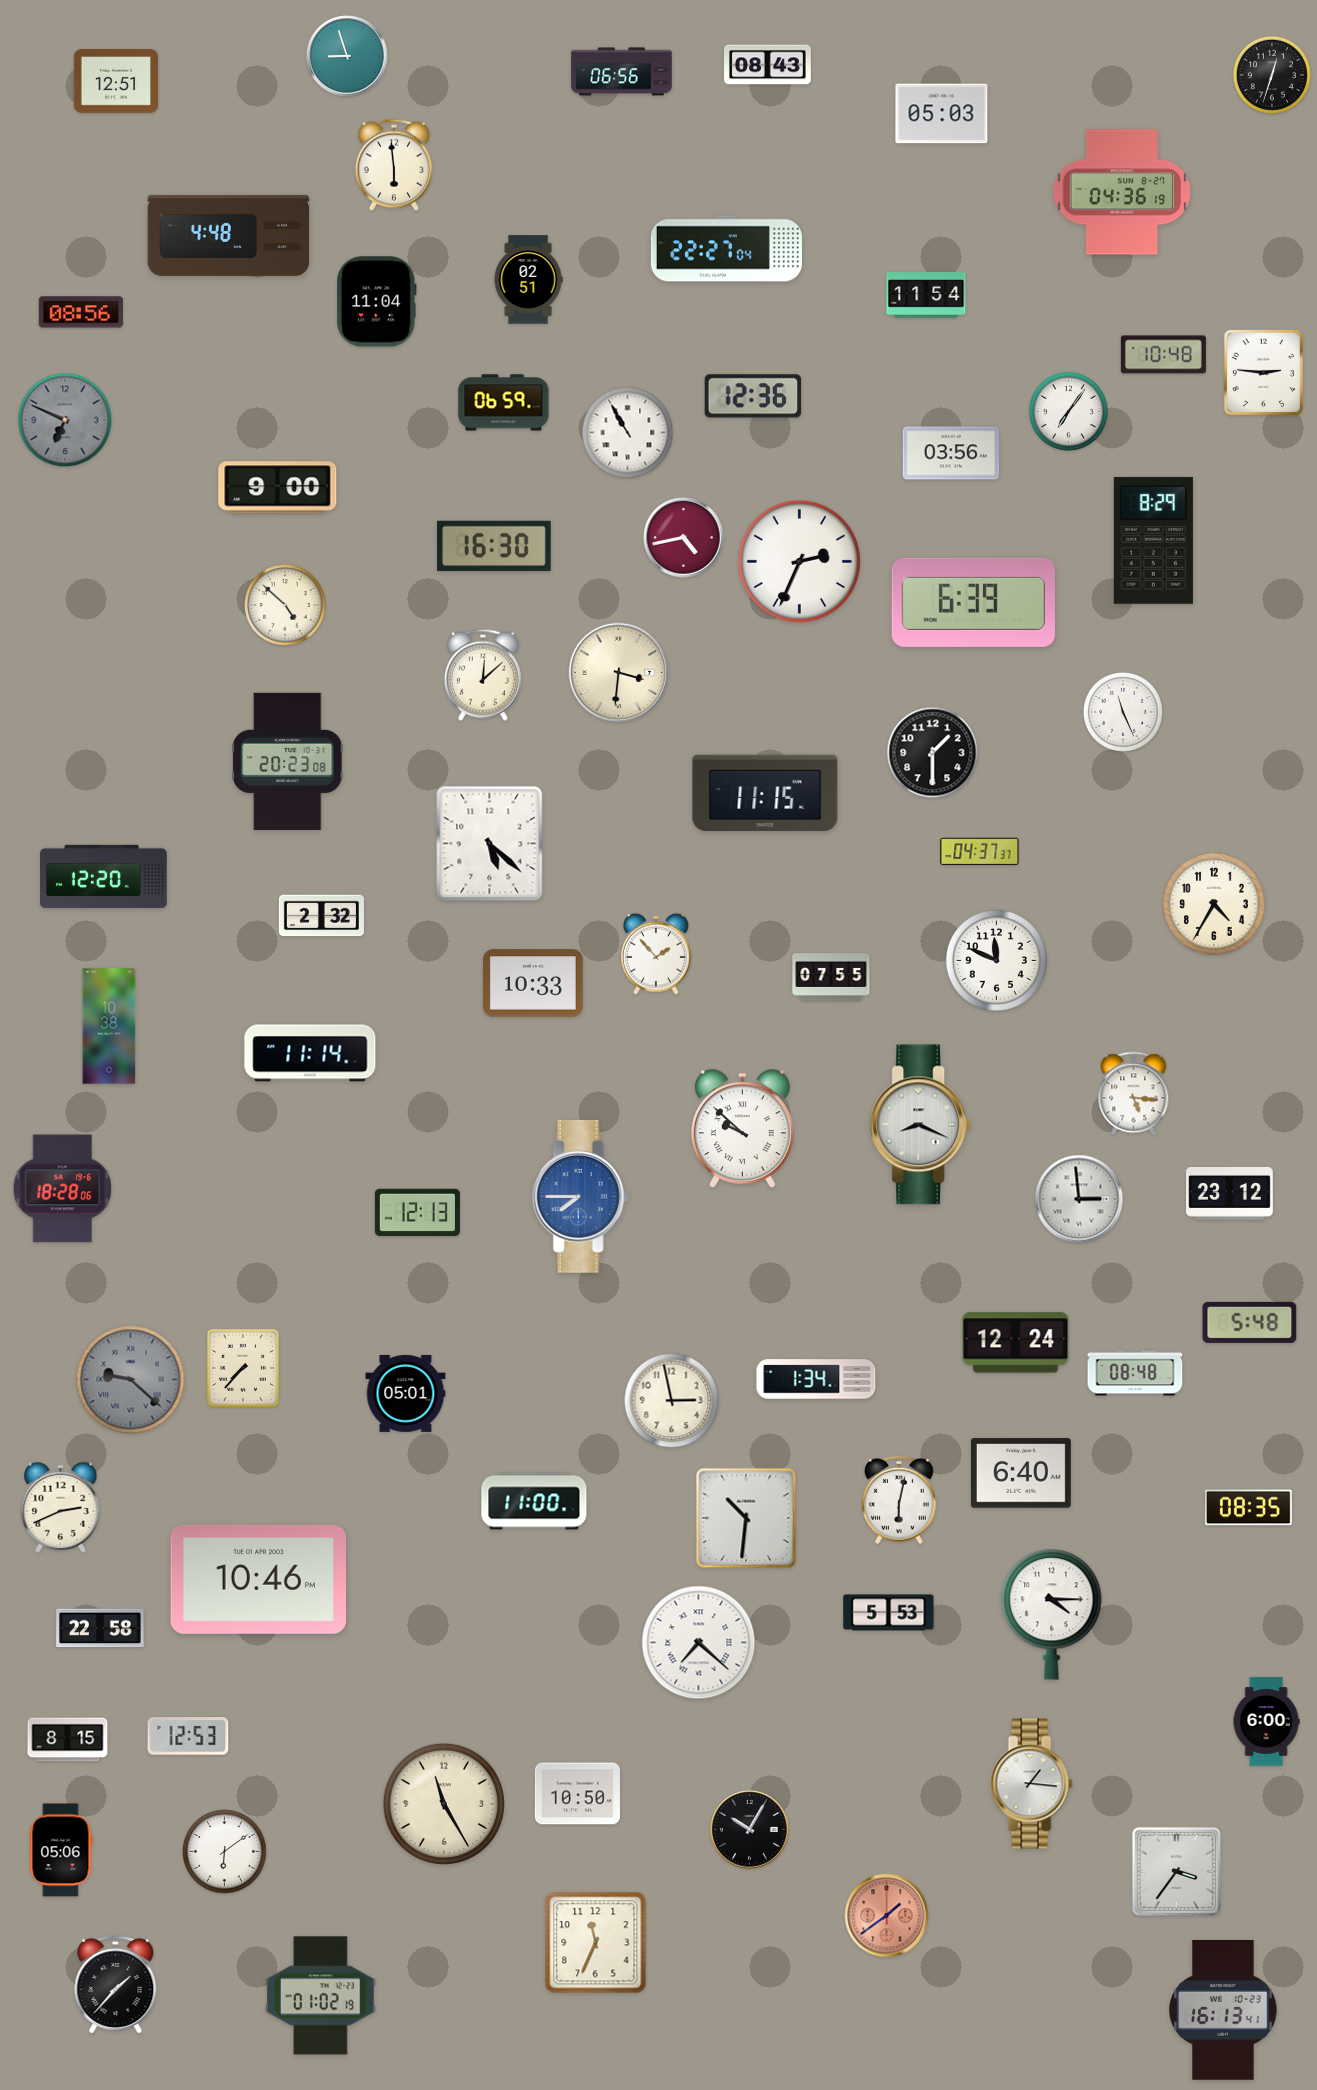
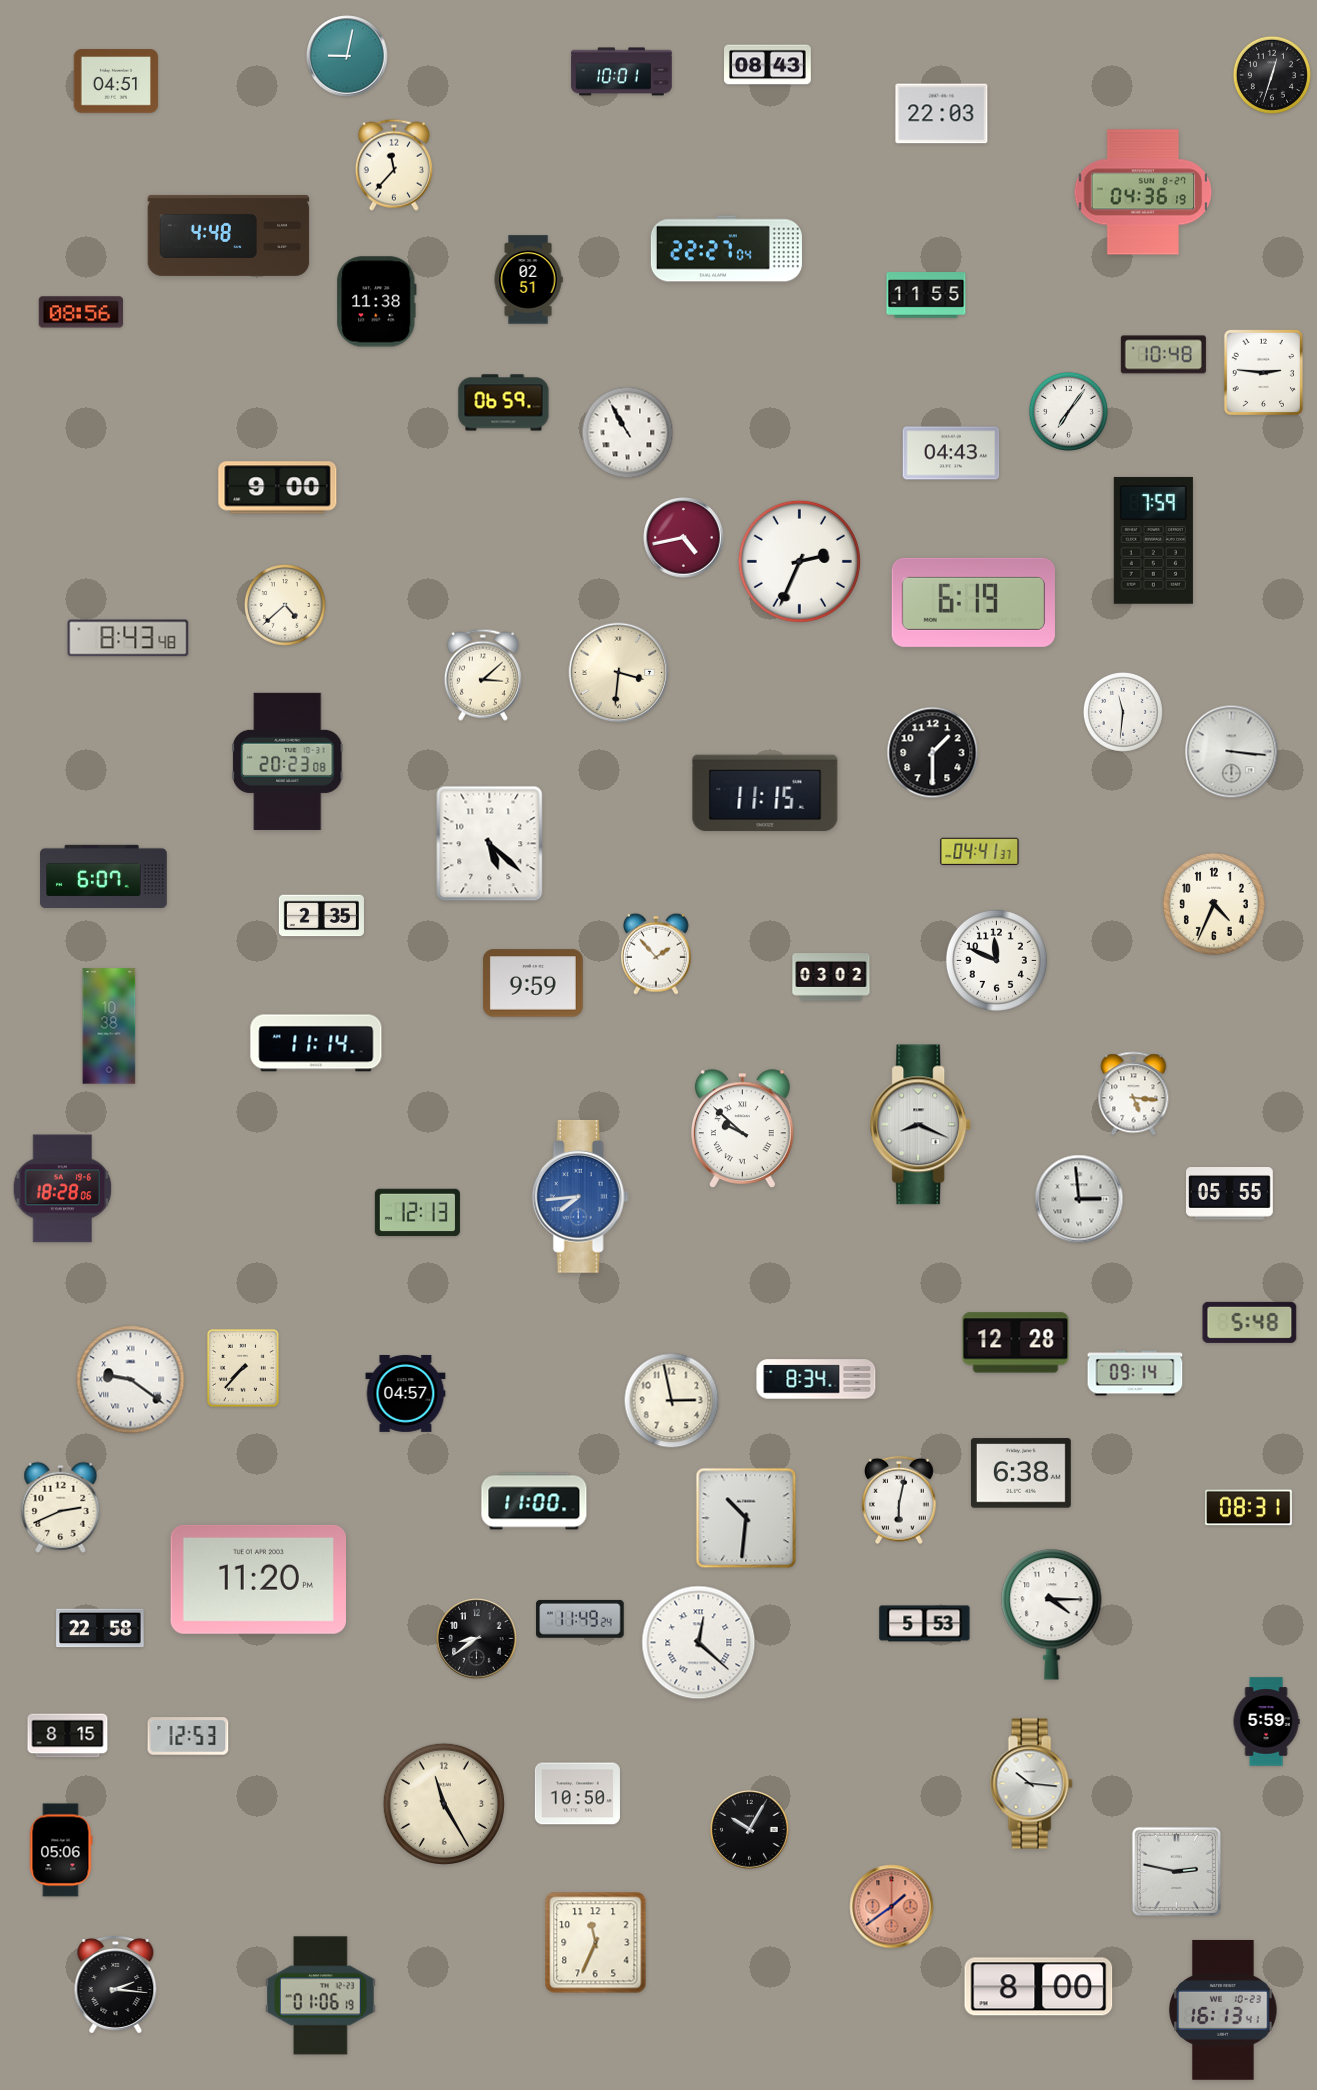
clock at (347, 56): 8:57 -> 9:02
clock at (622, 72): 06:56 -> 10:01
clock at (115, 81): 12:51 -> 04:51
clock at (942, 114): 05:03 -> 22:03
clock at (394, 165): 5:59 -> 11:37
clock at (1122, 192) position: (1122, 192) -> (1143, 192)
clock at (926, 295): 11:54 -> 11:55
clock at (377, 302): 11:04 -> 11:38
clock at (753, 396): 12:36 -> none
clock at (65, 420): 6:49 -> none
clock at (951, 453): 03:56 -> 04:43
clock at (1153, 540): 8:29 -> 7:59
clock at (495, 546): 16:30 -> none
clock at (973, 602): 6:39 -> 6:19
clock at (285, 605): 4:52 -> 4:38
clock at (128, 638): none -> 8:43
clock at (483, 675): 12:08 -> 3:08
clock at (1123, 712): 11:26 -> 11:31
clock at (1232, 752): none -> 3:16
clock at (980, 851): 04:37 -> 04:41
clock at (104, 876): 12:20 -> 6:07
clock at (1214, 904): 4:35 -> 4:34
clock at (321, 916): 2:32 -> 2:35
clock at (831, 977): 07:55 -> 03:02
clock at (533, 983): 10:33 -> 9:59
clock at (310, 1053) position: (310, 1053) -> (316, 1043)
clock at (1230, 1194): 23:12 -> 05:55
clock at (580, 1196): 7:45 -> 7:44
clock at (1016, 1343): 12:24 -> 12:28
clock at (1135, 1373): 08:48 -> 09:14
clock at (816, 1379): 1:34 -> 8:34
clock at (131, 1380): 9:22 -> 9:21
clock at (131, 1380) dial: grey -> white
clock at (406, 1393): 05:01 -> 04:57
clock at (1021, 1473): 6:40 -> 6:38
clock at (1248, 1508): 08:35 -> 08:31
clock at (258, 1579): 10:46 -> 11:20
clock at (889, 1613) position: (889, 1613) -> (925, 1624)
clock at (580, 1619): none -> 11:49
clock at (477, 1639): none -> 8:39
clock at (699, 1643): 7:22 -> 12:22
clock at (1266, 1722): 6:00 -> 5:59
clock at (68, 1740) position: (68, 1740) -> (68, 1736)
clock at (1031, 1784): 1:16 -> 10:16
clock at (225, 1852): 6:09 -> none
clock at (1176, 1871): 3:36 -> 2:47
clock at (887, 1916) position: (887, 1916) -> (892, 1907)
clock at (116, 1985): 1:37 -> 2:16
clock at (1039, 1987): none -> 8:00
clock at (321, 1996): 01:02 -> 01:06
